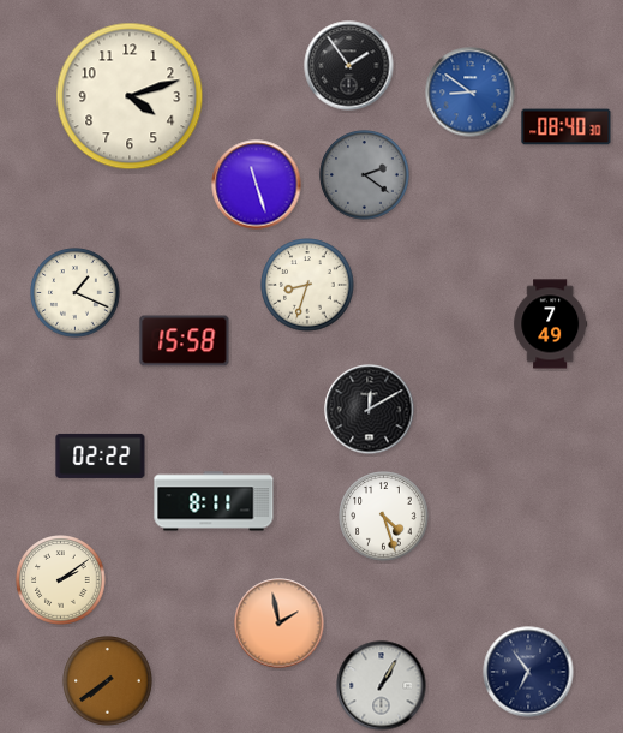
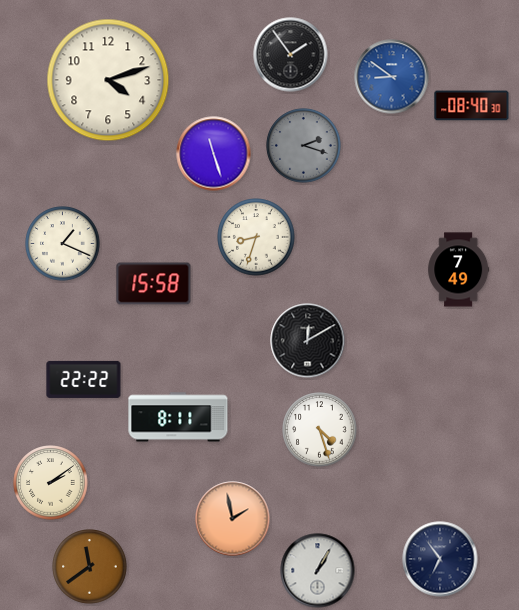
clock at (365, 175): 2:21 -> 2:18
clock at (101, 455): 02:22 -> 22:22
clock at (108, 681): 7:39 -> 11:39
